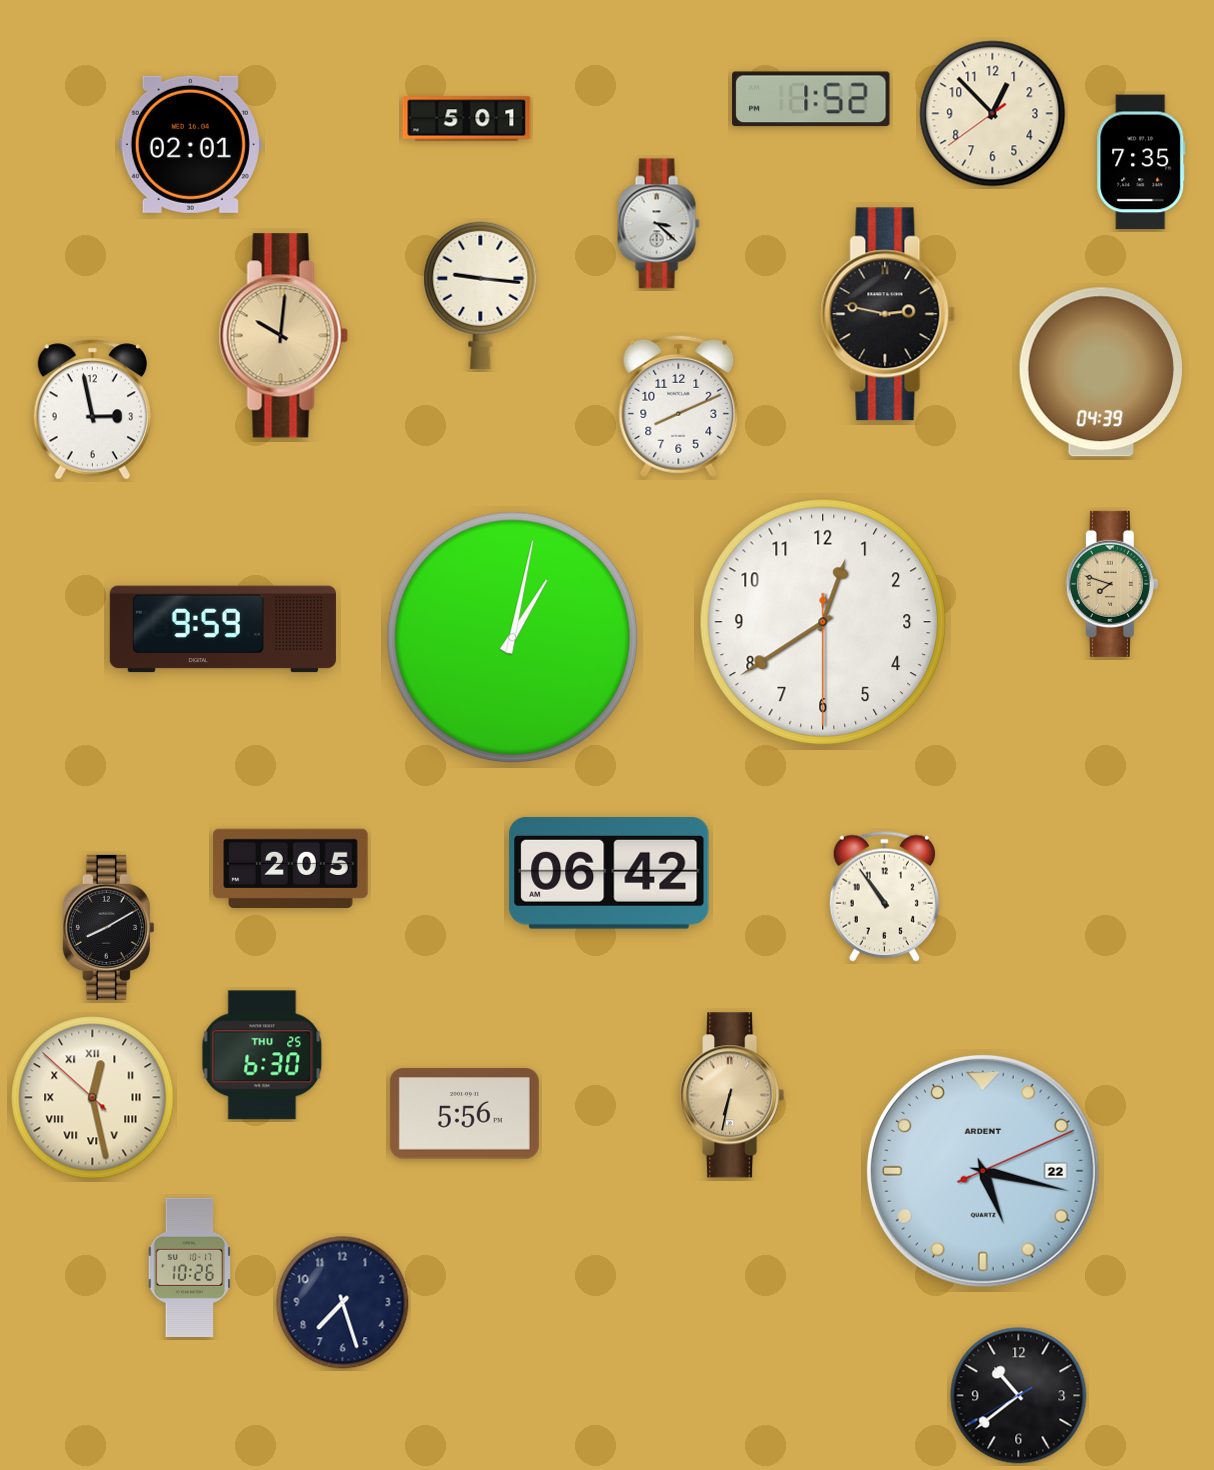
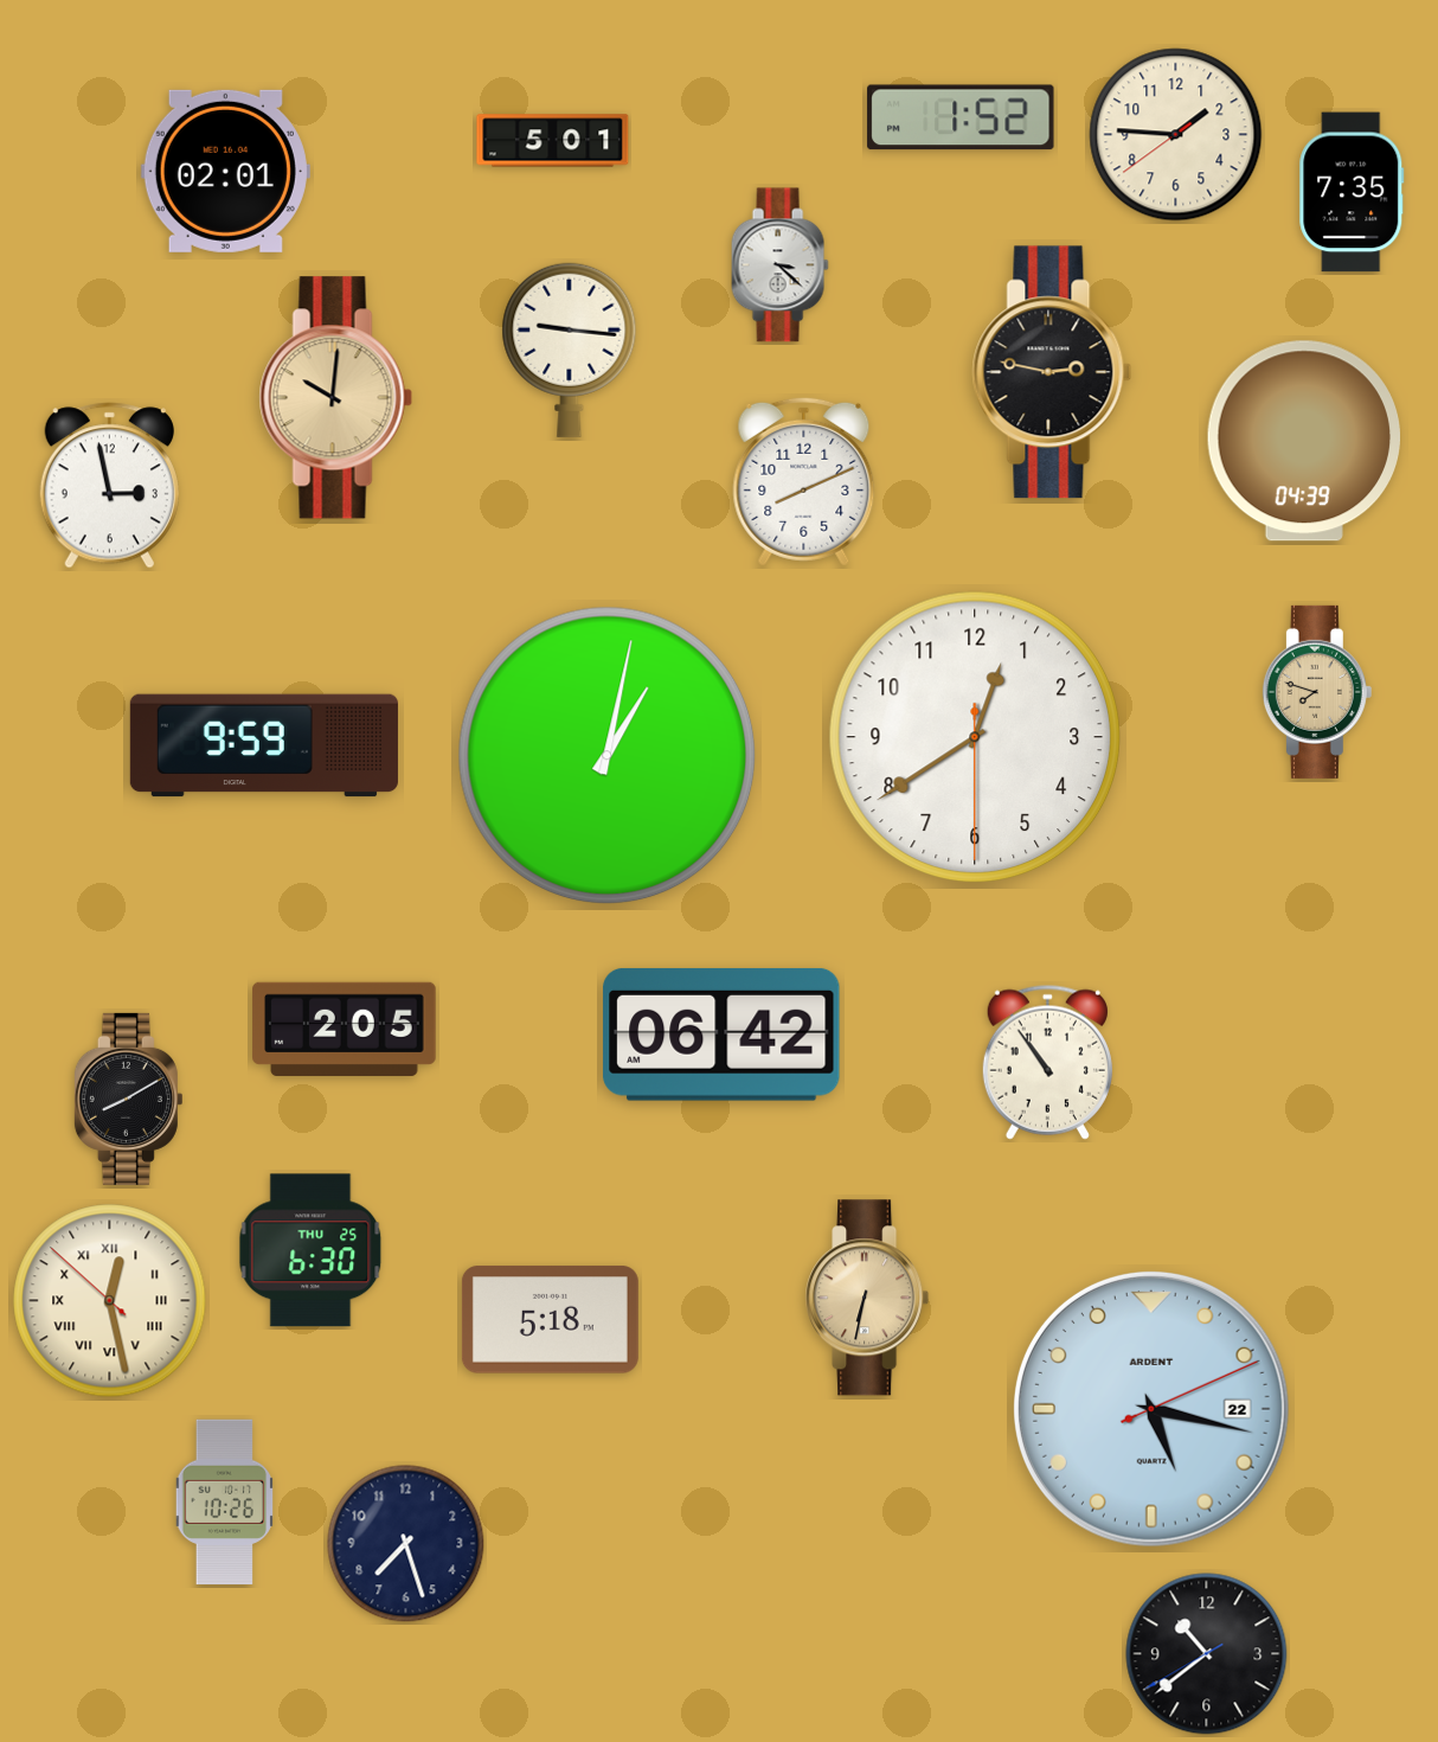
clock at (993, 114): 12:52 -> 1:45
clock at (464, 1114): 5:56 -> 5:18
clock at (983, 1171) position: (983, 1171) -> (1151, 1409)
